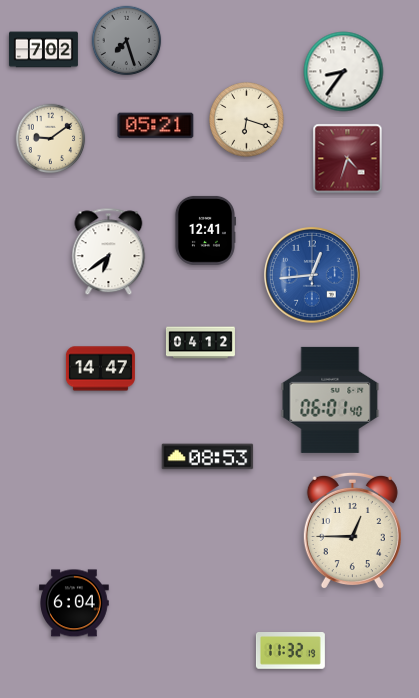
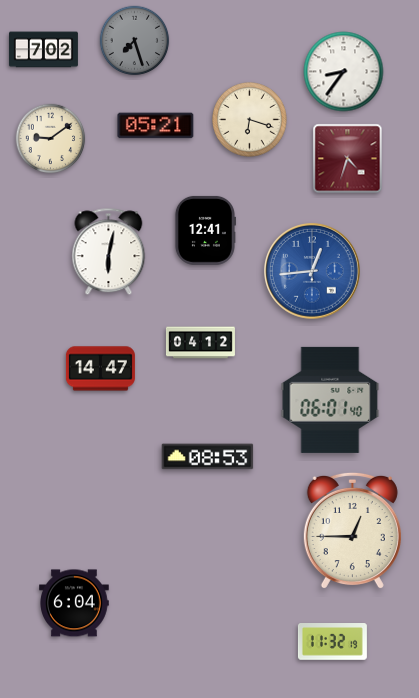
clock at (127, 41) position: (127, 41) -> (135, 41)
clock at (247, 120) position: (247, 120) -> (250, 120)
clock at (109, 252): 6:39 -> 6:02
clock at (313, 276) position: (313, 276) -> (313, 272)
clock at (290, 651) position: (290, 651) -> (332, 642)
